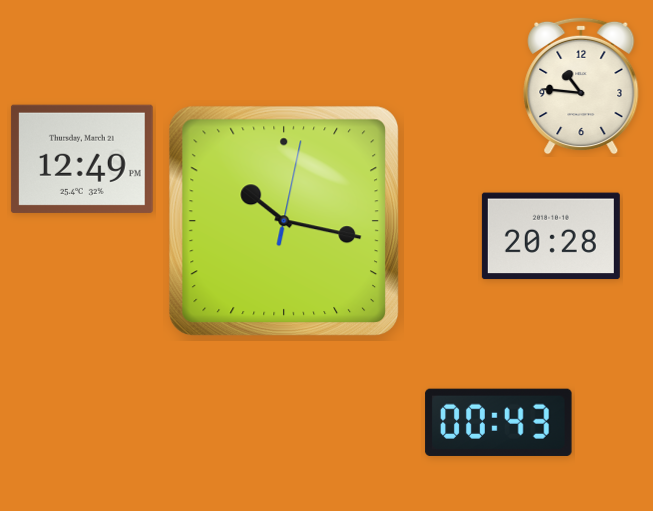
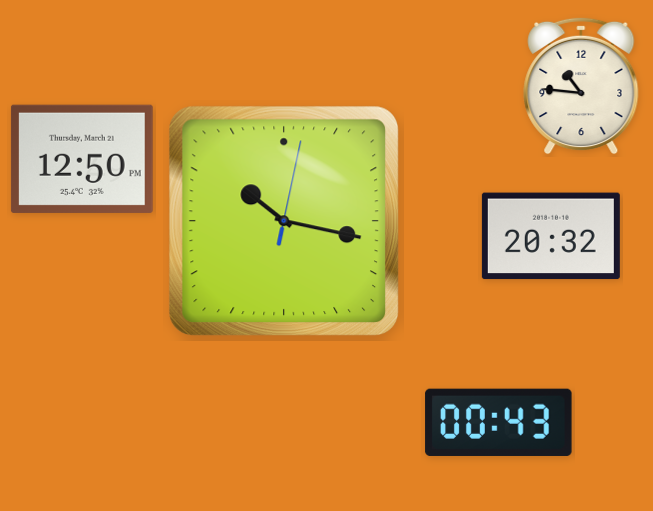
clock at (82, 159): 12:49 -> 12:50
clock at (551, 236): 20:28 -> 20:32
